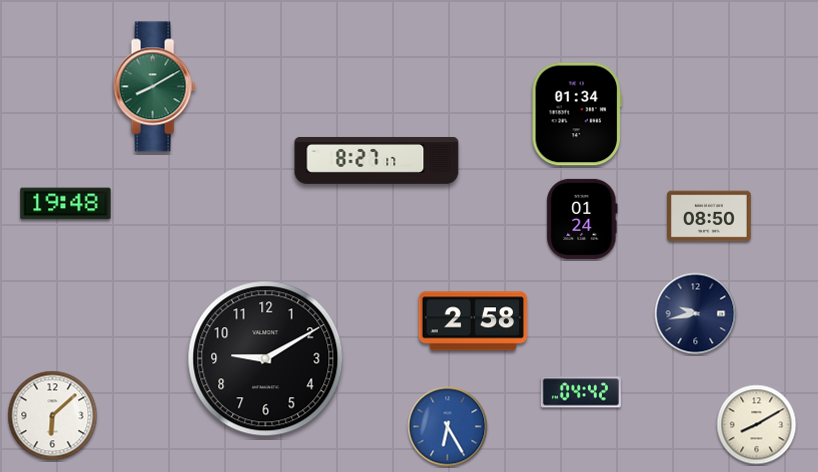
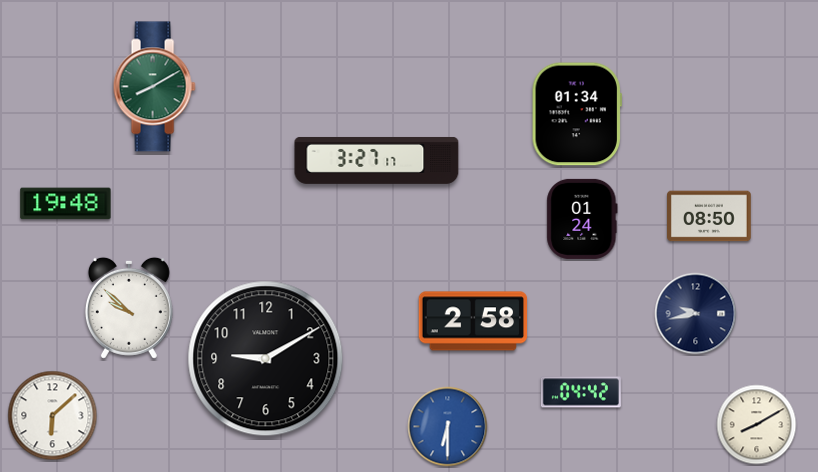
clock at (377, 160): 8:27 -> 3:27
clock at (129, 308): none -> 9:52
clock at (448, 427): 6:25 -> 6:30
